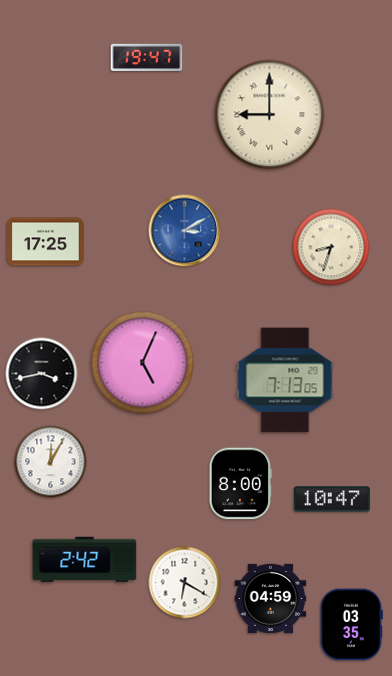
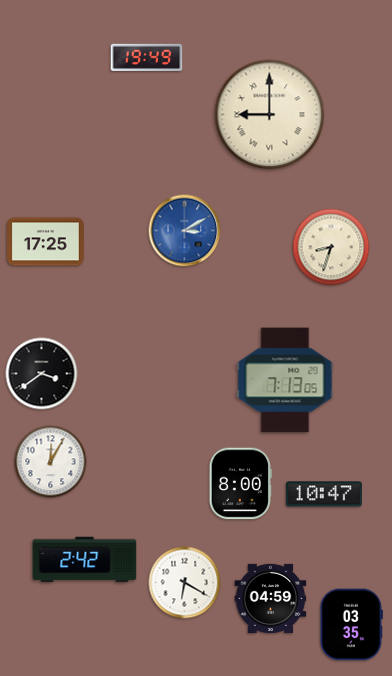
clock at (147, 57): 19:47 -> 19:49
clock at (143, 363): 5:04 -> none
clock at (42, 374): 3:43 -> 3:39
clock at (332, 499) position: (332, 499) -> (324, 494)
